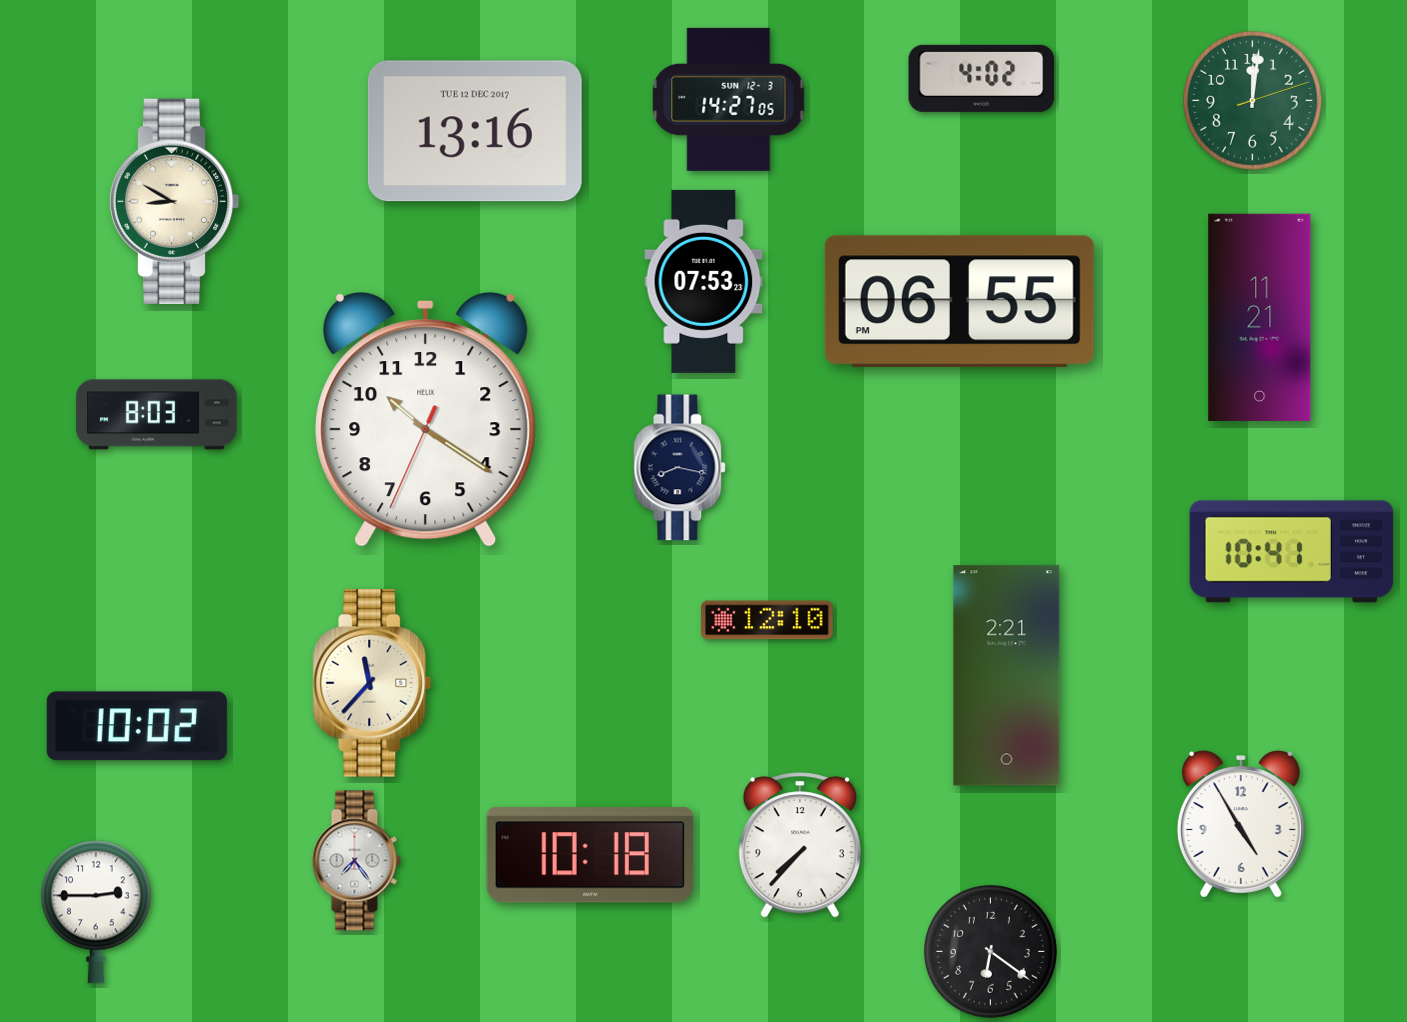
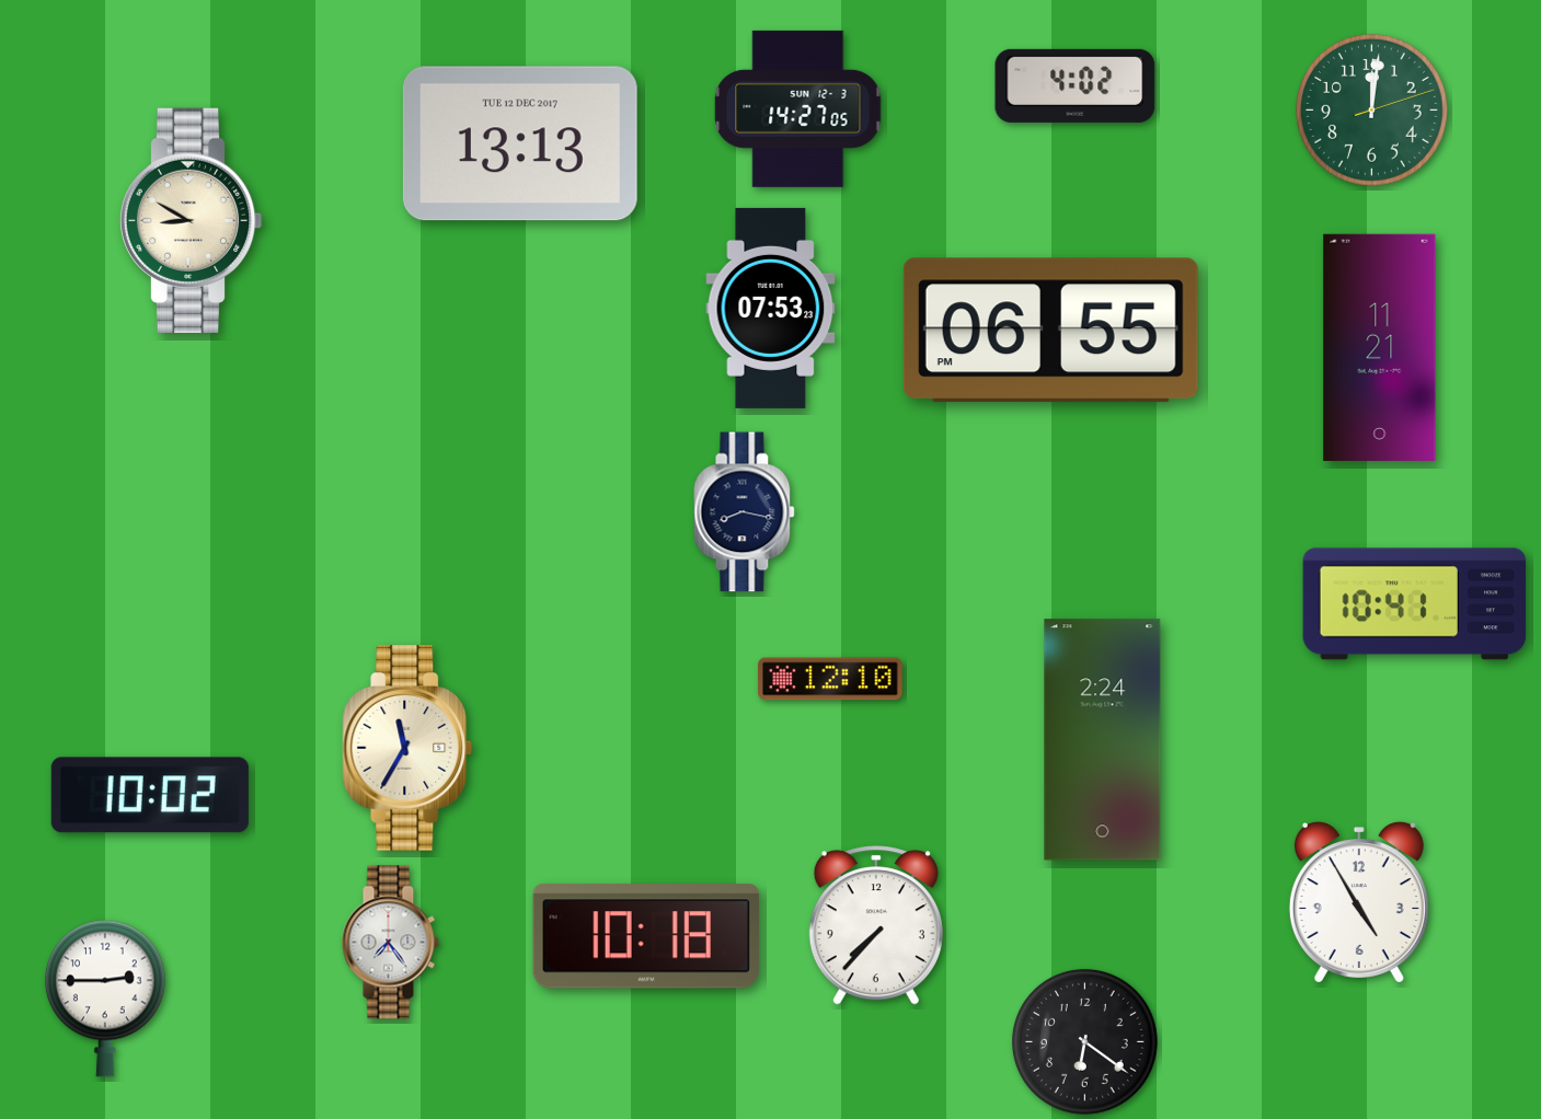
clock at (475, 131): 13:16 -> 13:13
clock at (157, 415): 8:03 -> none
clock at (426, 419): 10:20 -> none
clock at (767, 620) position: (767, 620) -> (830, 679)
clock at (1007, 676): 2:21 -> 2:24
clock at (372, 683): 11:37 -> 11:35
